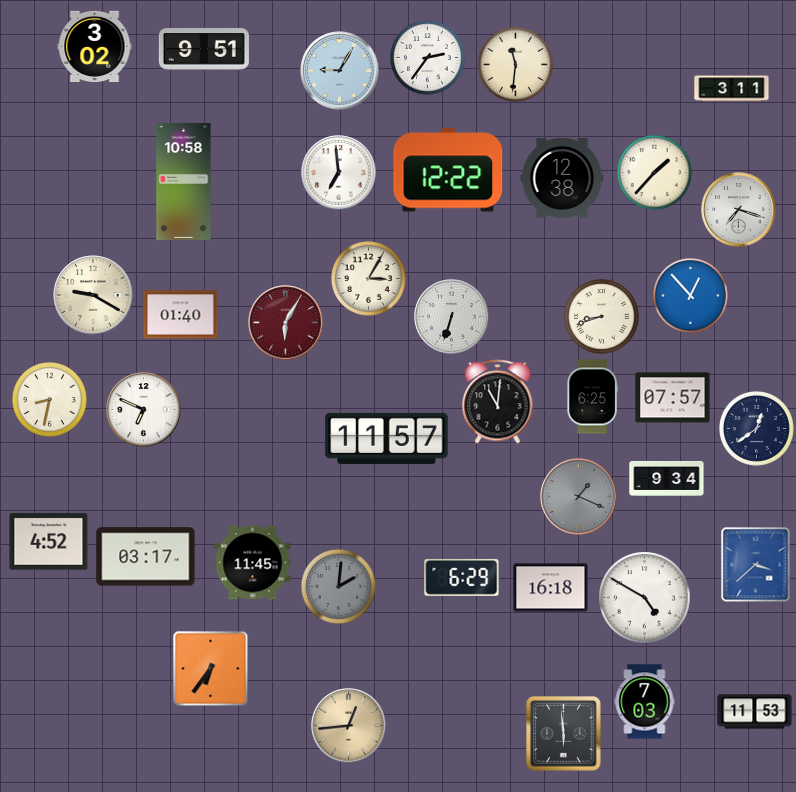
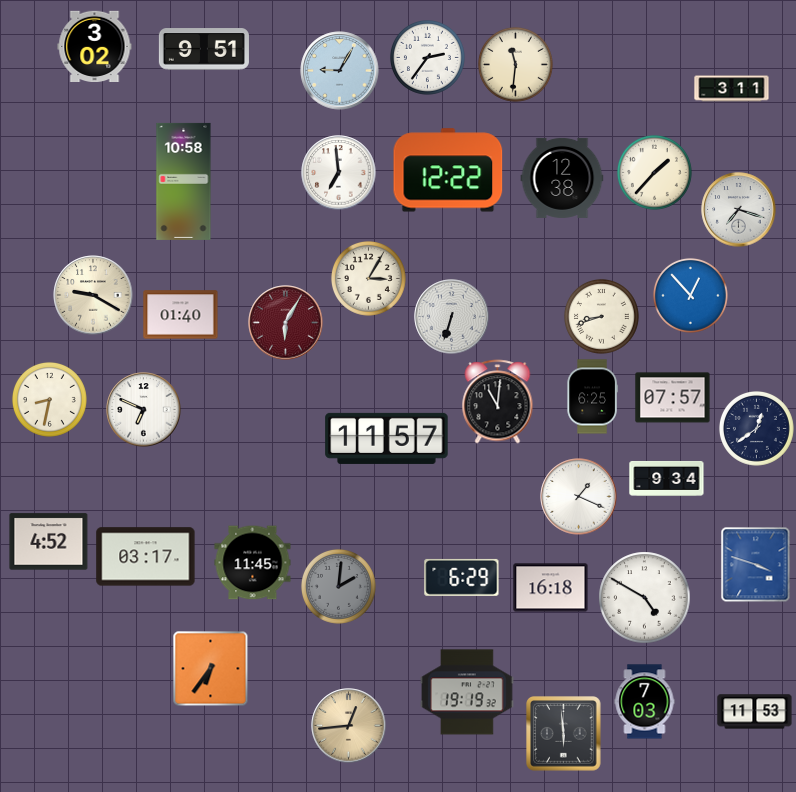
clock at (579, 497) dial: grey -> white
clock at (756, 565): 3:38 -> 3:48
clock at (468, 692): none -> 19:19
